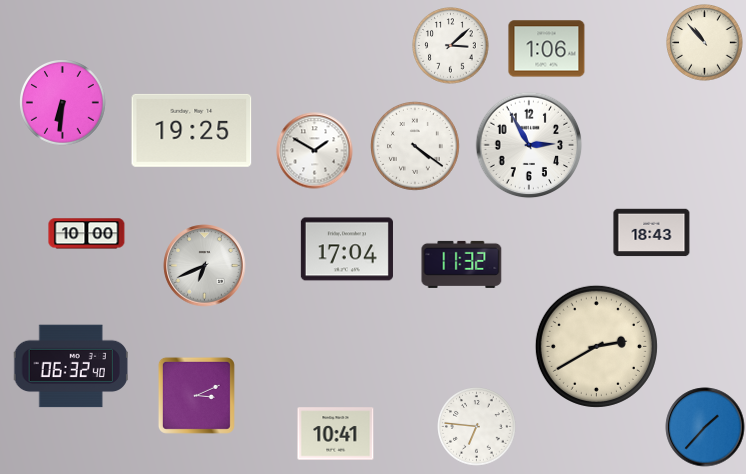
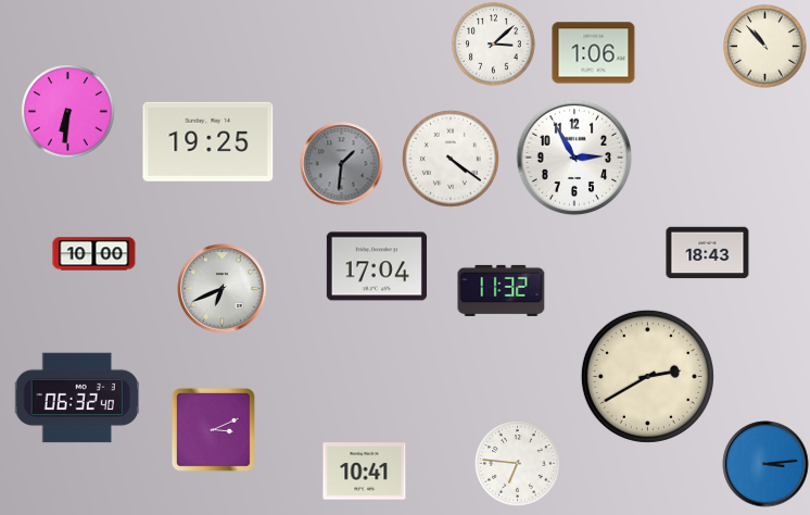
clock at (451, 46) position: (451, 46) -> (494, 45)
clock at (315, 151): 1:50 -> 1:31
clock at (315, 151) dial: white -> grey
clock at (347, 249) position: (347, 249) -> (377, 266)
clock at (462, 264) position: (462, 264) -> (502, 290)
clock at (705, 427): 1:37 -> 3:14
